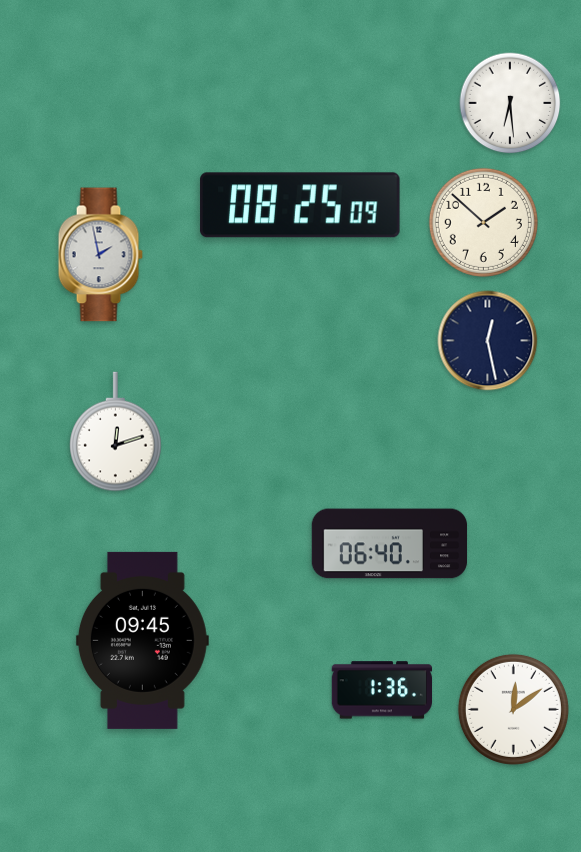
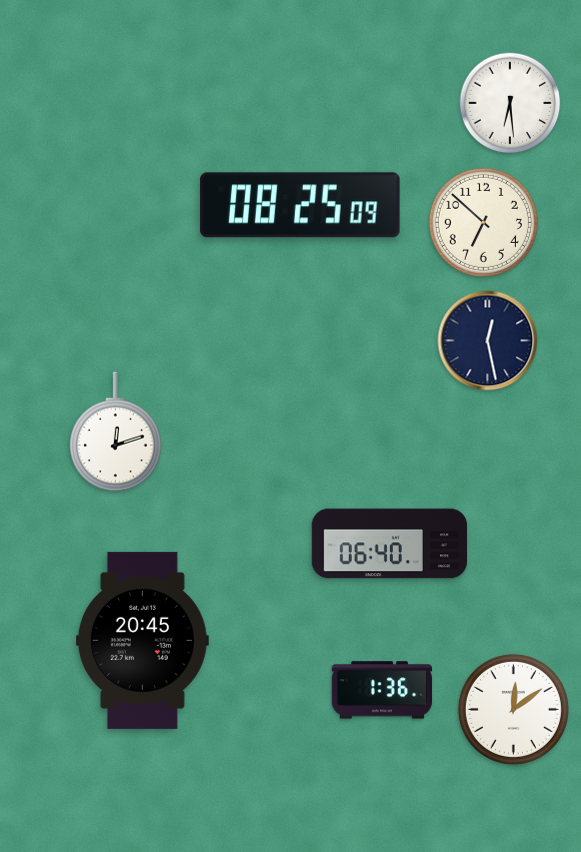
clock at (483, 222): 1:52 -> 6:52
clock at (100, 255): 1:58 -> none
clock at (142, 640): 09:45 -> 20:45
